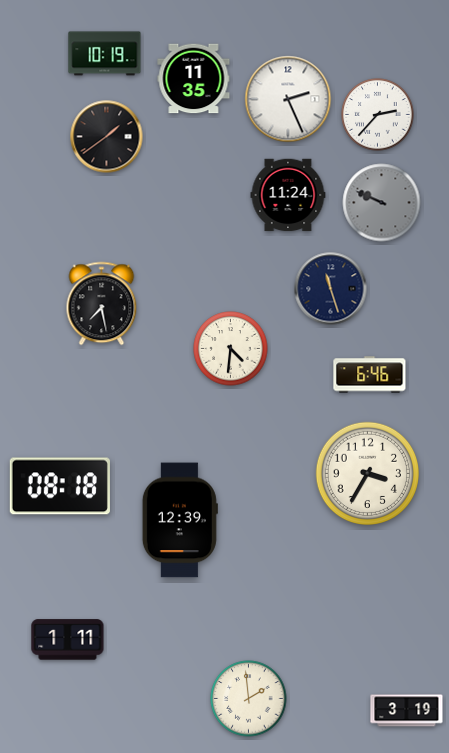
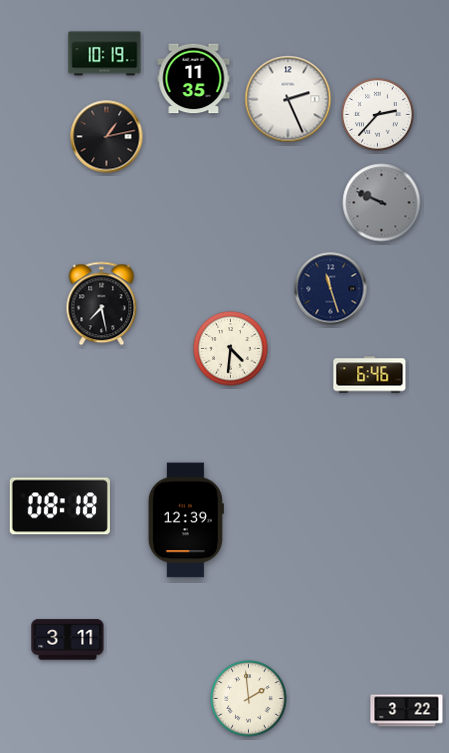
clock at (107, 137): 1:39 -> 1:13
clock at (288, 195): 11:24 -> none
clock at (368, 474): 3:35 -> none
clock at (60, 486) position: (60, 486) -> (60, 506)
clock at (180, 520) position: (180, 520) -> (186, 520)
clock at (68, 640): 1:11 -> 3:11
clock at (407, 711): 3:19 -> 3:22
